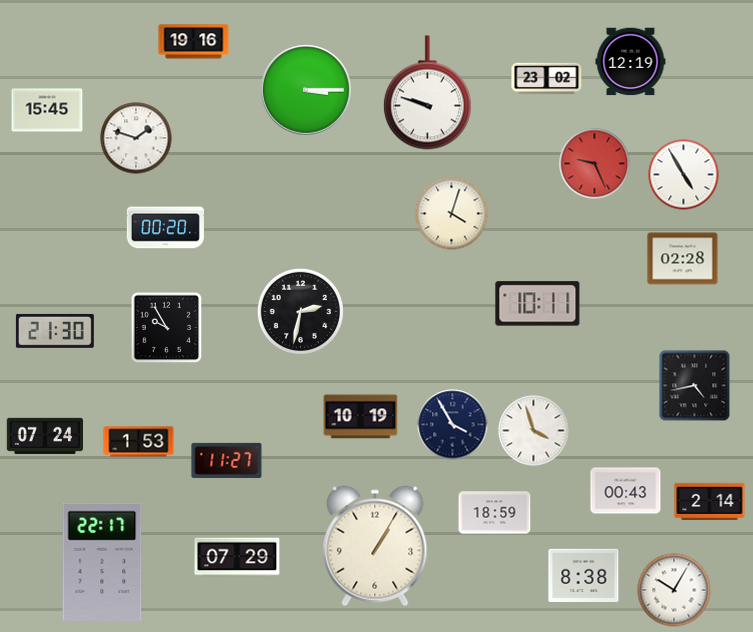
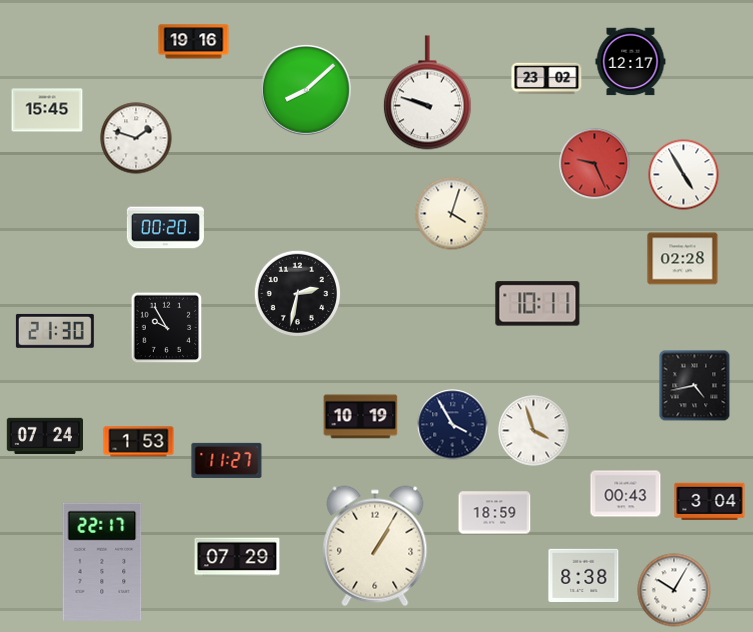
clock at (631, 62): 12:19 -> 12:17
clock at (307, 91): 3:15 -> 8:08
clock at (300, 311) position: (300, 311) -> (297, 293)
clock at (626, 491) position: (626, 491) -> (626, 494)
clock at (710, 501): 2:14 -> 3:04
